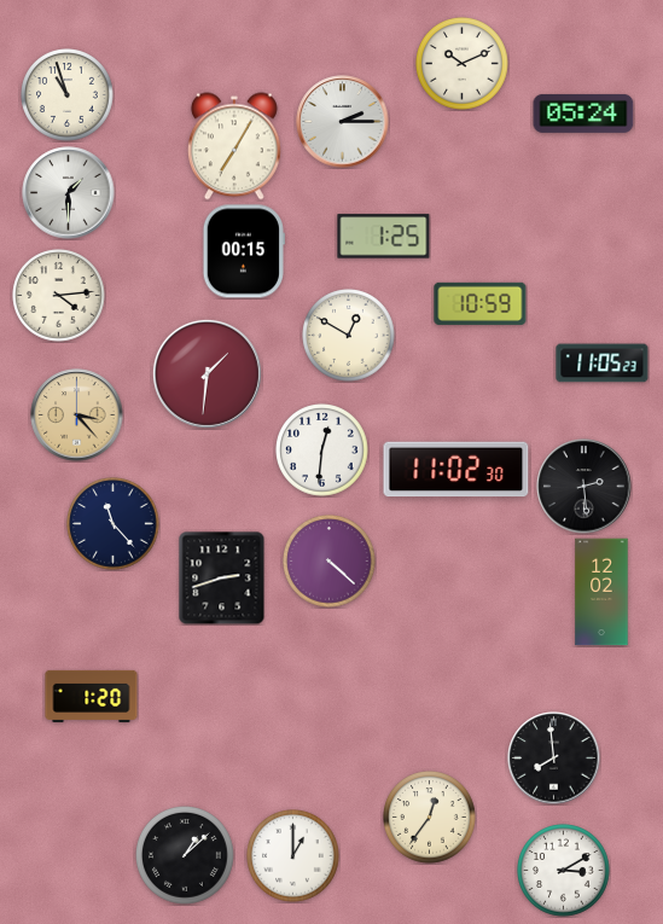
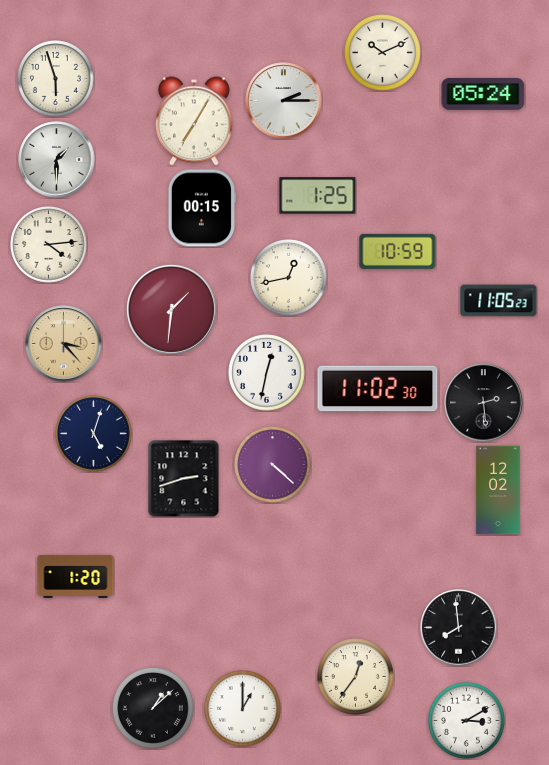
clock at (68, 95): 10:57 -> 5:57
clock at (349, 336): 12:50 -> 12:43
clock at (322, 451): 12:31 -> 12:32
clock at (114, 524): 11:23 -> 5:03
